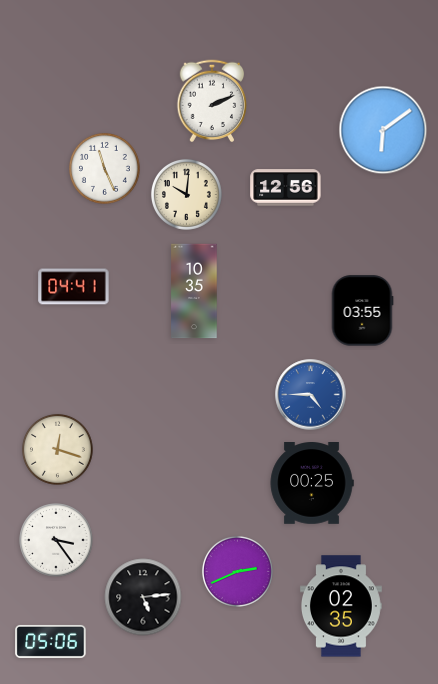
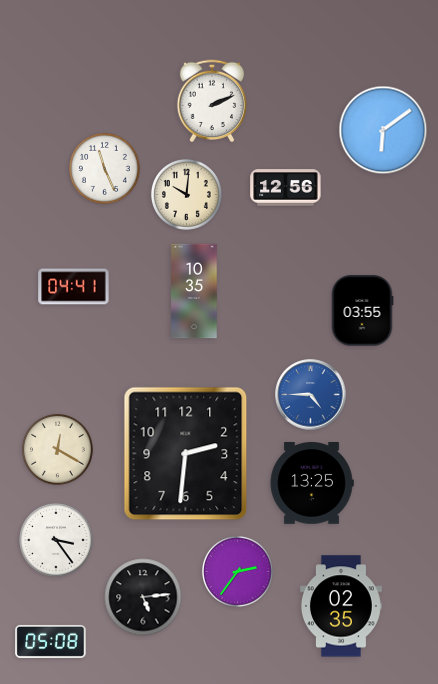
clock at (57, 449): 12:18 -> 12:20
clock at (186, 454): none -> 2:31
clock at (312, 484): 00:25 -> 13:25
clock at (237, 571): 2:41 -> 2:36
clock at (51, 641): 05:06 -> 05:08
